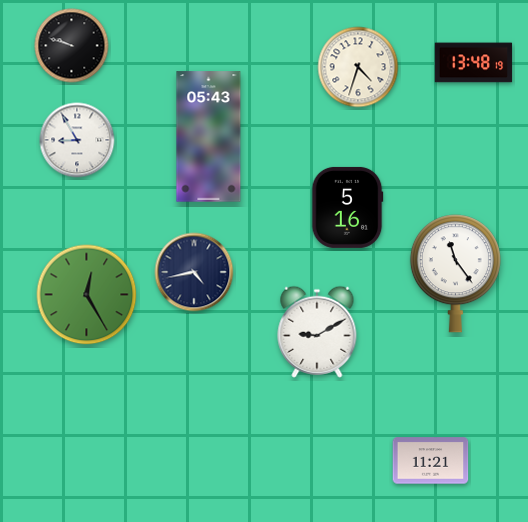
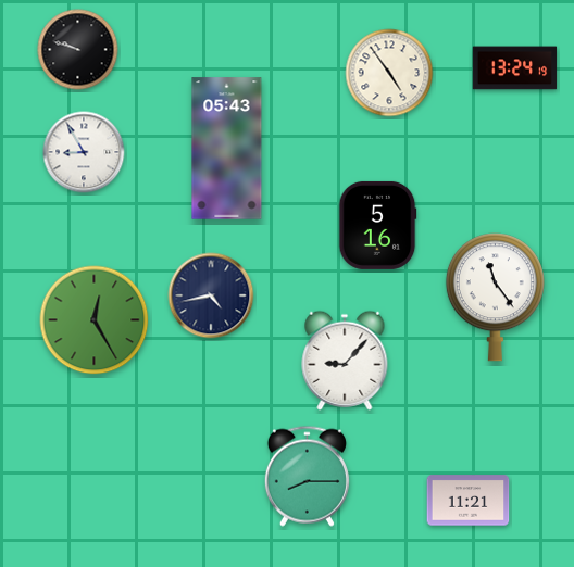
clock at (474, 63): 13:48 -> 13:24
clock at (358, 67): 4:33 -> 4:54
clock at (317, 332): 9:10 -> 9:07
clock at (307, 476): none -> 8:15
